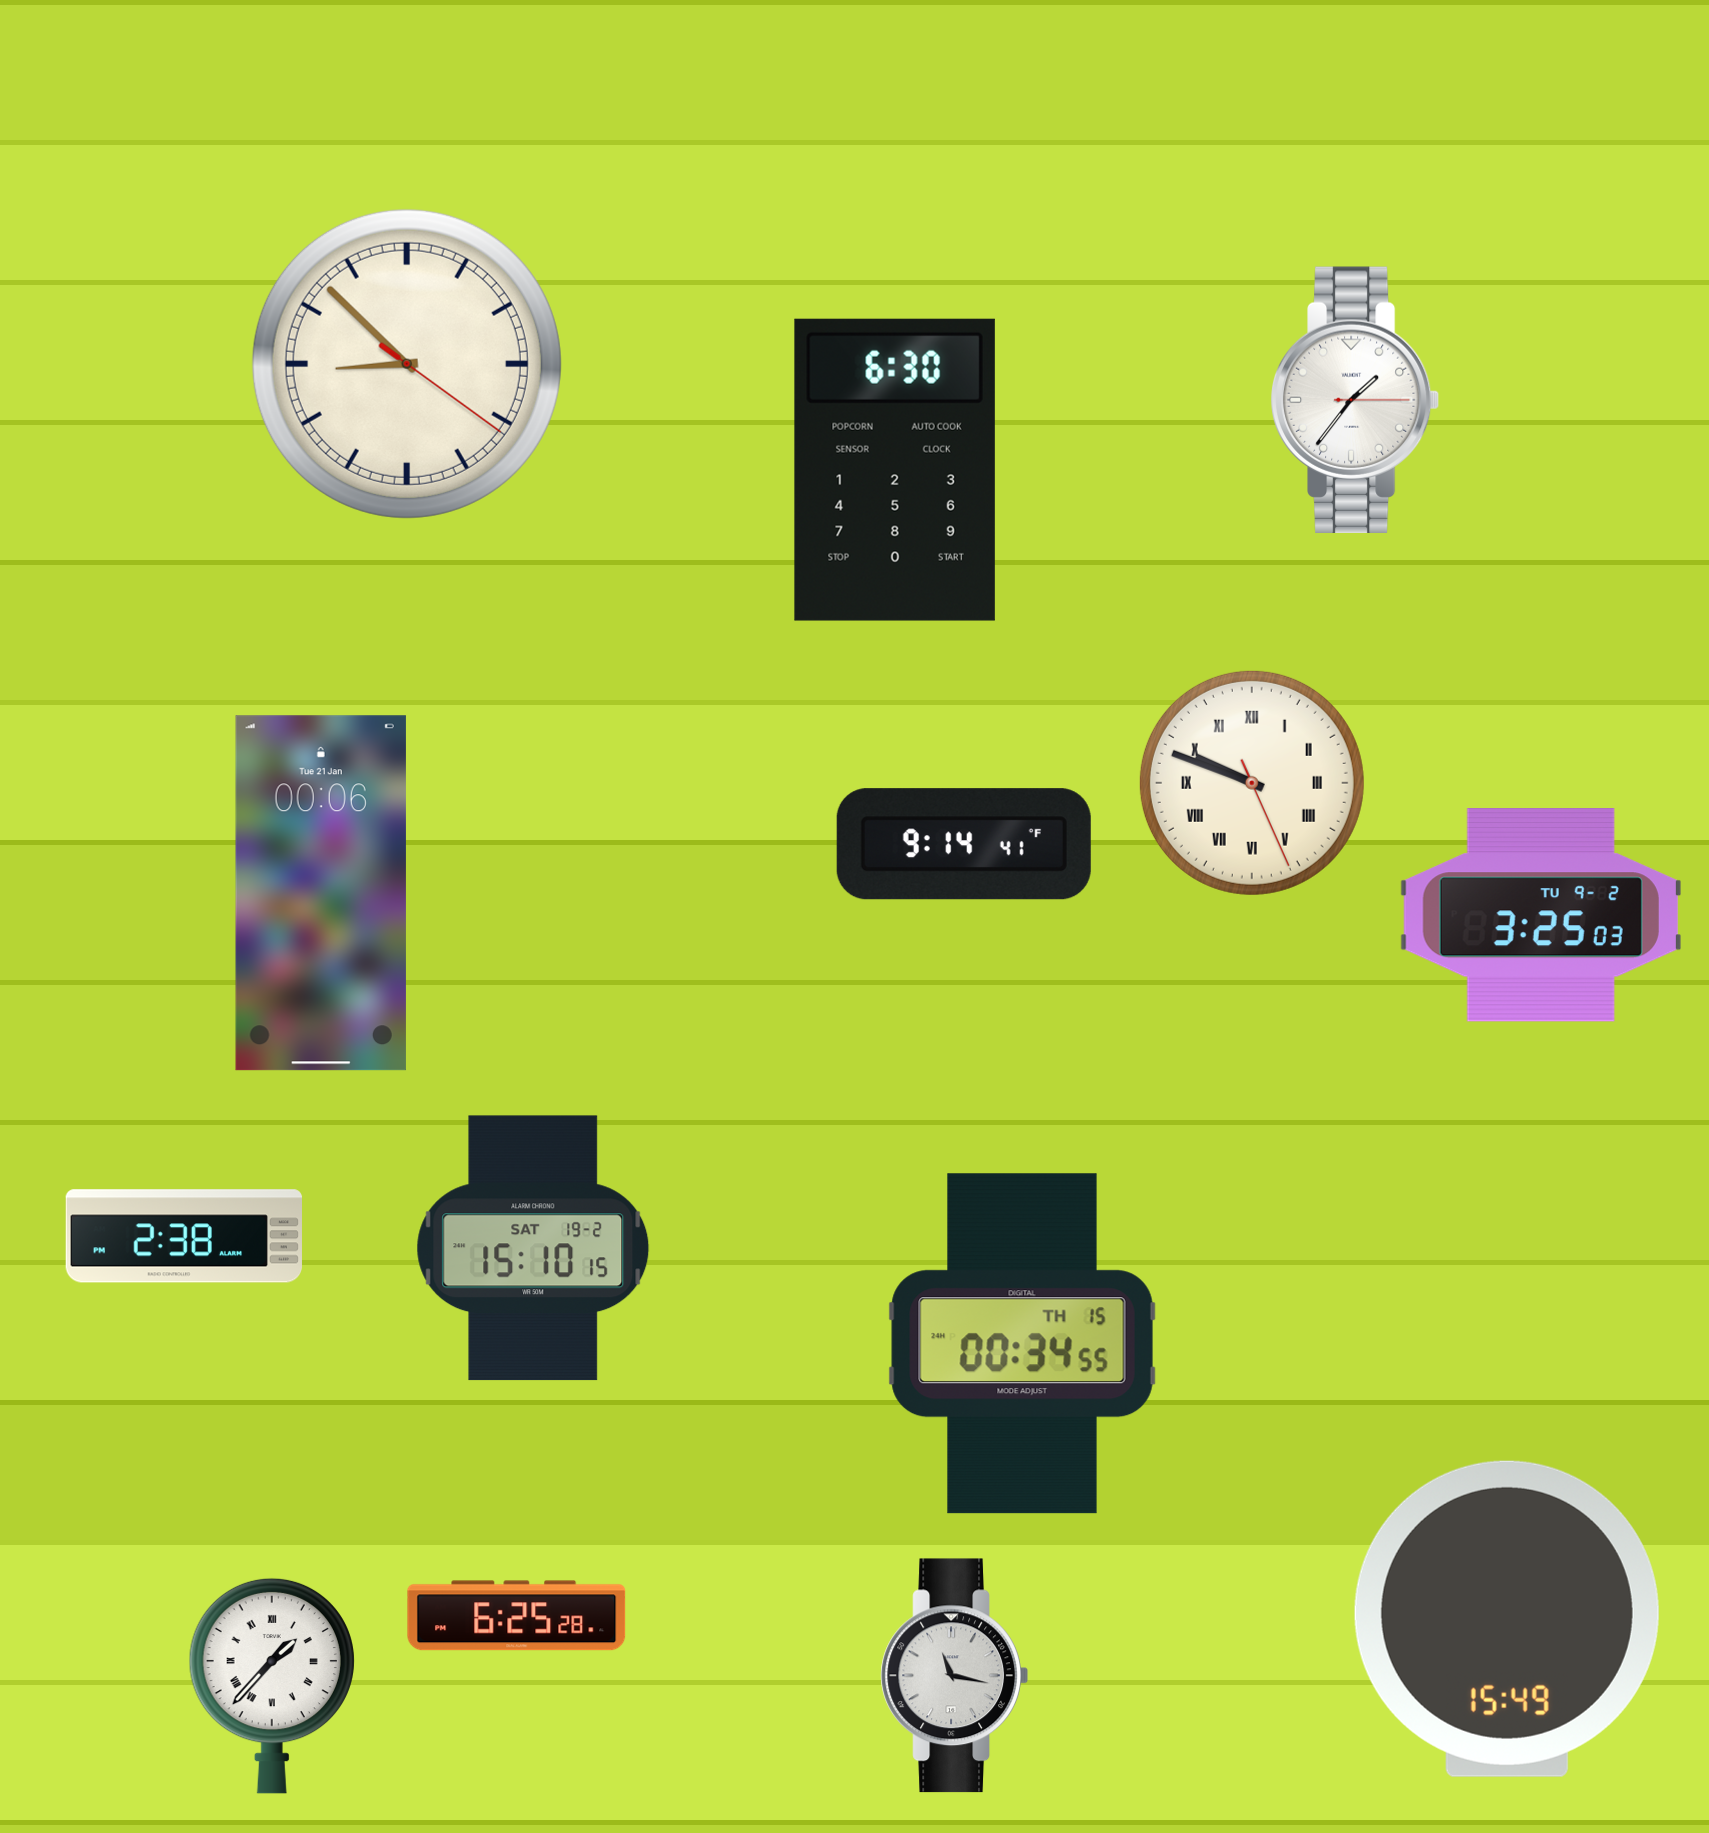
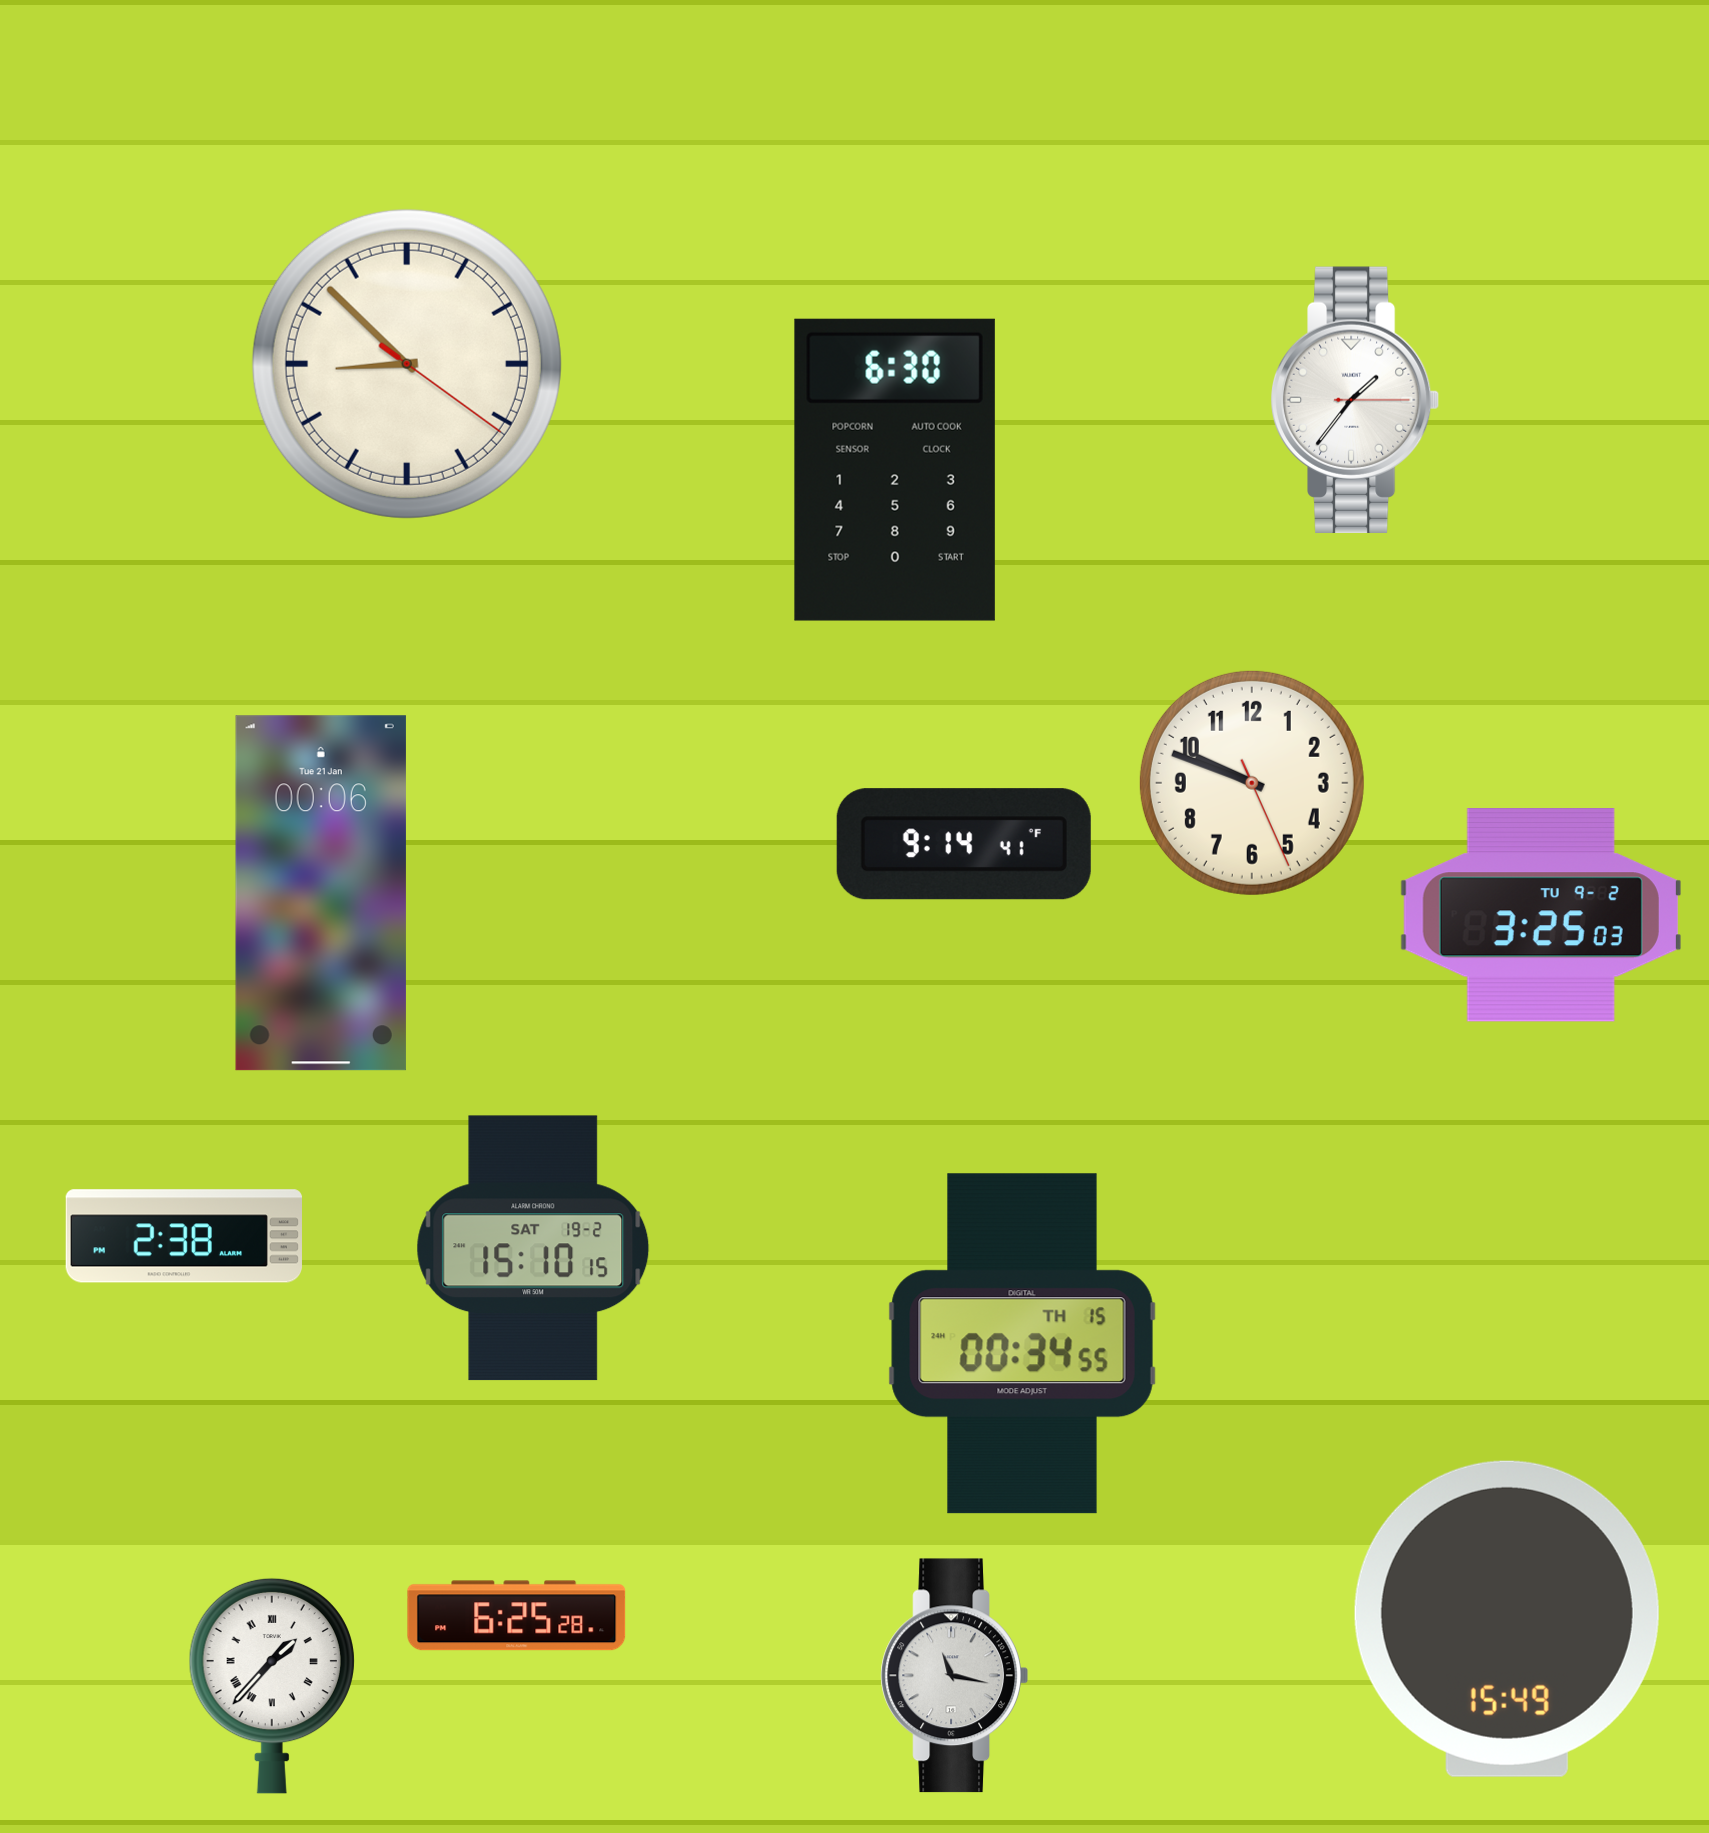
clock at (1252, 783) numerals: Roman -> Arabic
